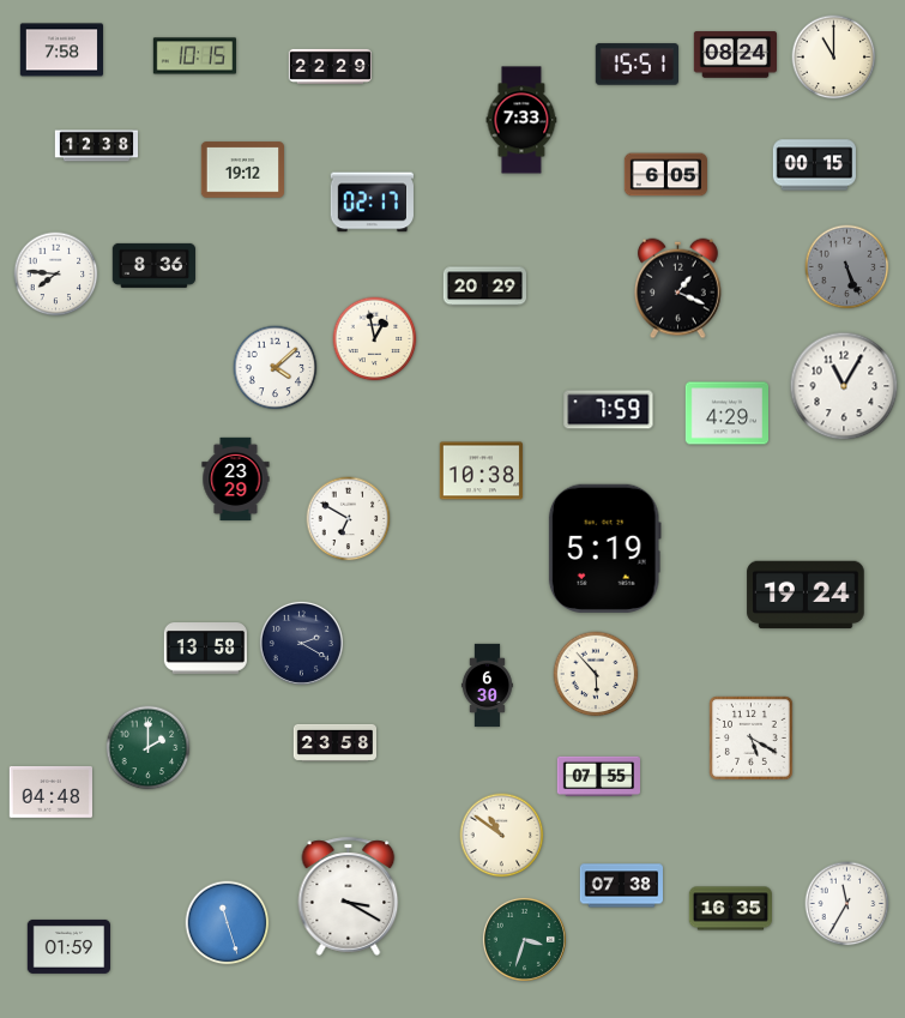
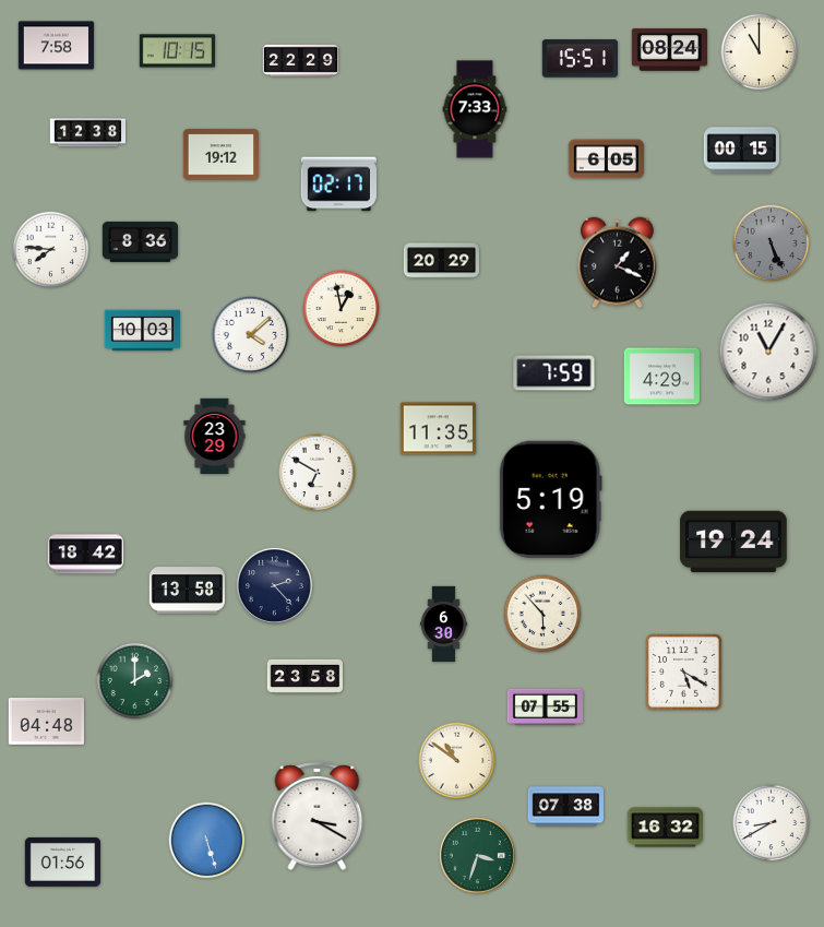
clock at (143, 331): none -> 10:03
clock at (481, 471): 10:38 -> 11:35
clock at (86, 555): none -> 18:42
clock at (301, 643): 2:20 -> 2:23
clock at (847, 904): 11:35 -> 8:40
clock at (731, 909): 16:35 -> 16:32
clock at (228, 923): 11:27 -> 5:27
clock at (68, 946): 01:59 -> 01:56
